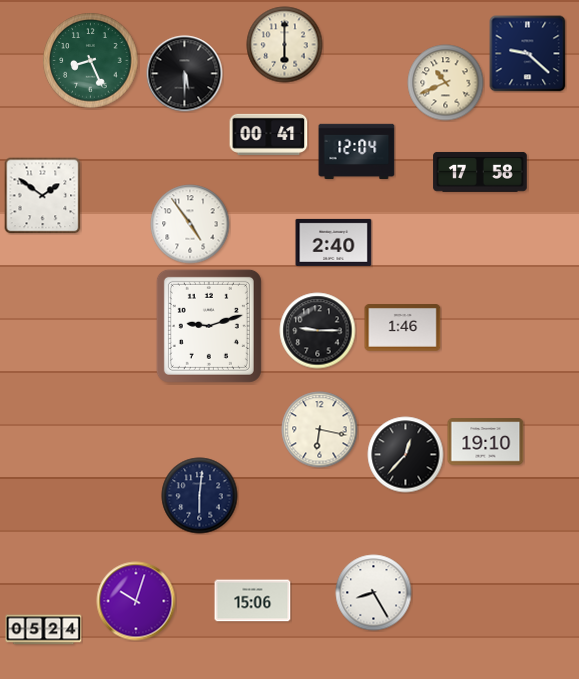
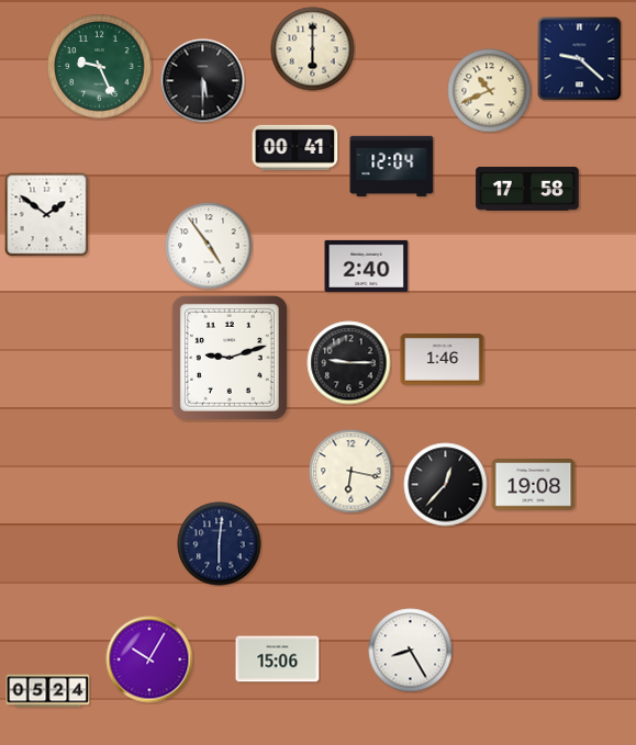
clock at (91, 61): 8:26 -> 9:26
clock at (486, 442): 19:10 -> 19:08
clock at (406, 455) position: (406, 455) -> (446, 485)
clock at (136, 601): 10:03 -> 10:05
